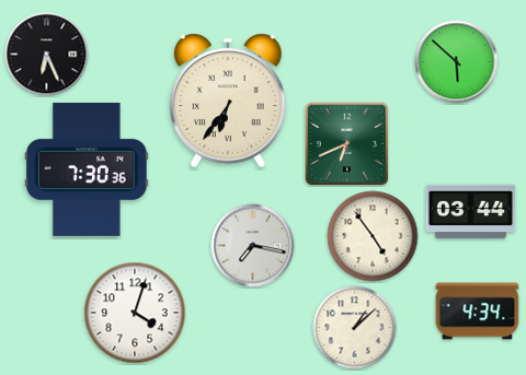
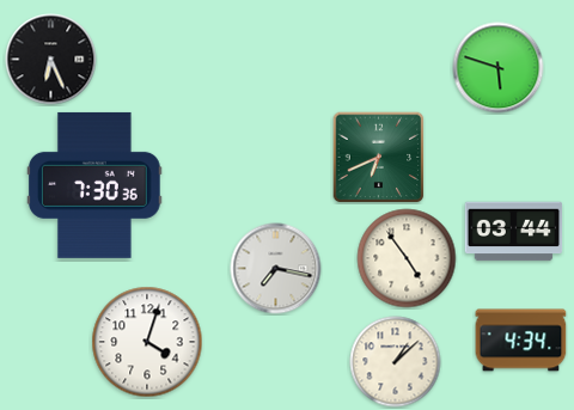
clock at (457, 62): 5:52 -> 5:48
clock at (228, 101): 6:36 -> none
clock at (355, 328) position: (355, 328) -> (396, 362)
